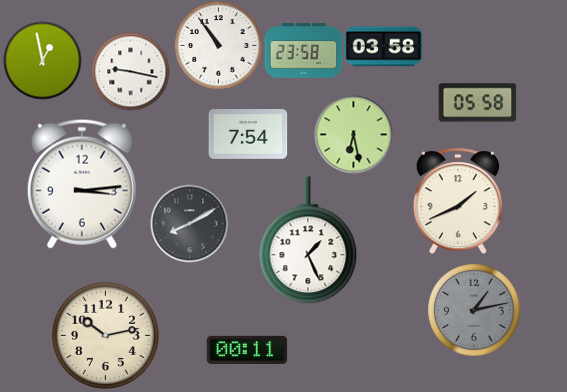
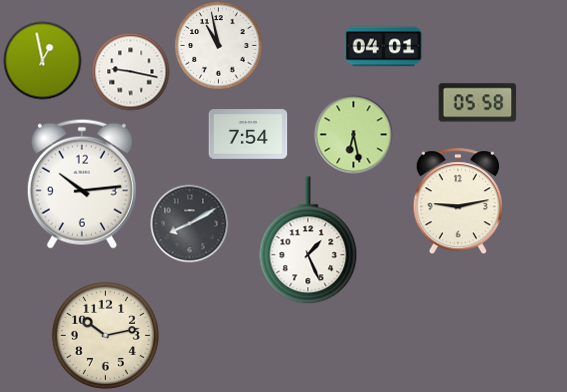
clock at (218, 45): 10:54 -> 10:58
clock at (383, 47): 03:58 -> 04:01
clock at (303, 51): 23:58 -> none
clock at (82, 184): 3:14 -> 10:14
clock at (457, 201): 1:41 -> 9:13
clock at (474, 310): 1:13 -> none
clock at (247, 350): 00:11 -> none
